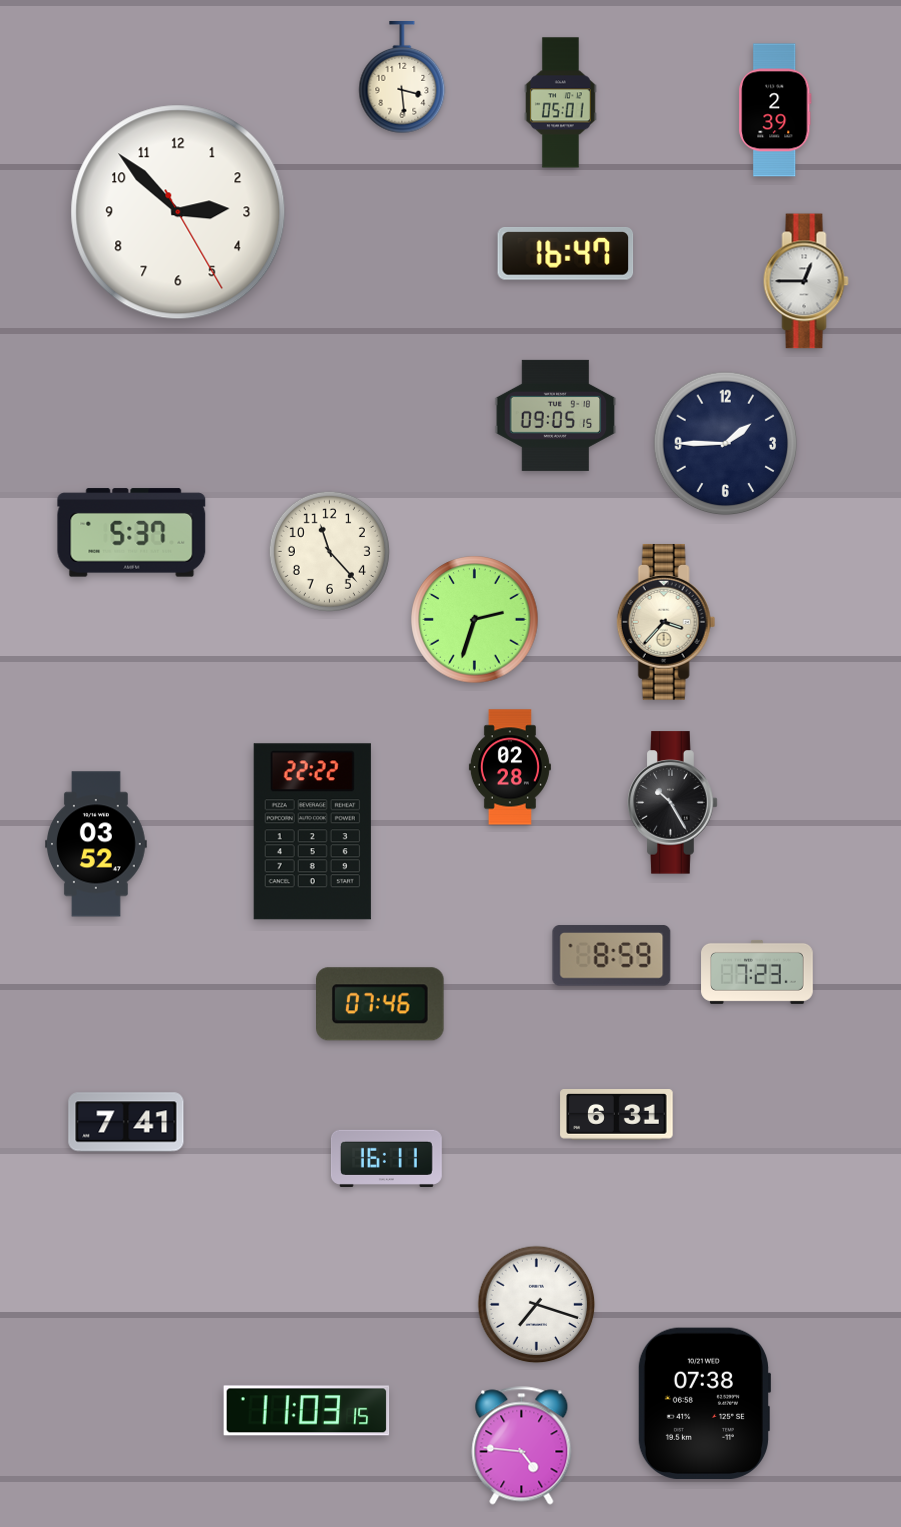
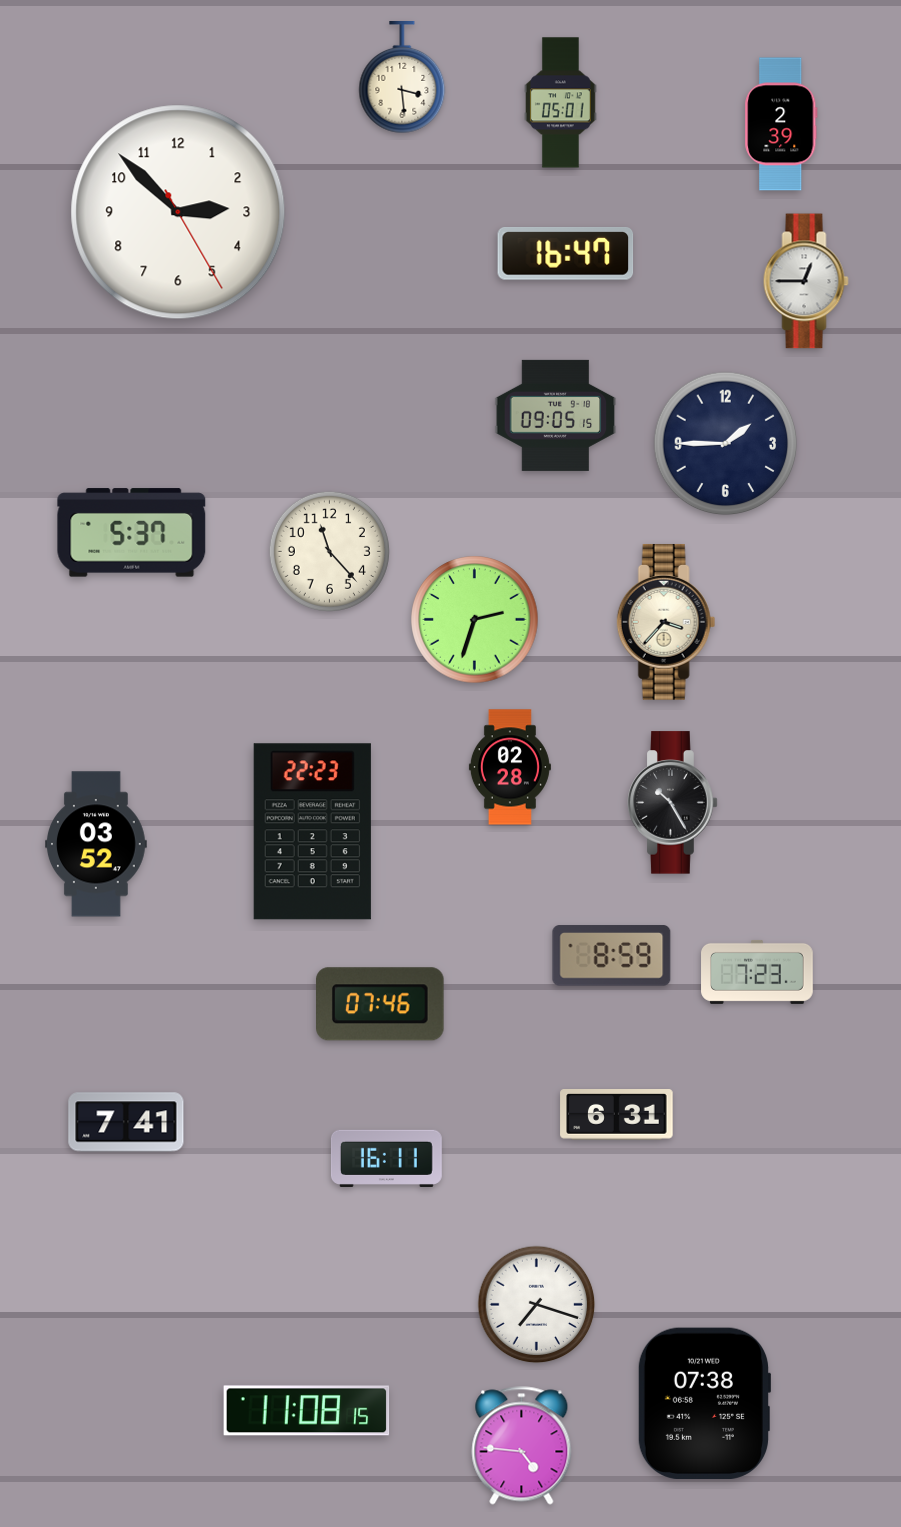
clock at (775, 110) position: (775, 110) -> (781, 124)
clock at (312, 832): 22:22 -> 22:23
clock at (307, 1411): 11:03 -> 11:08
